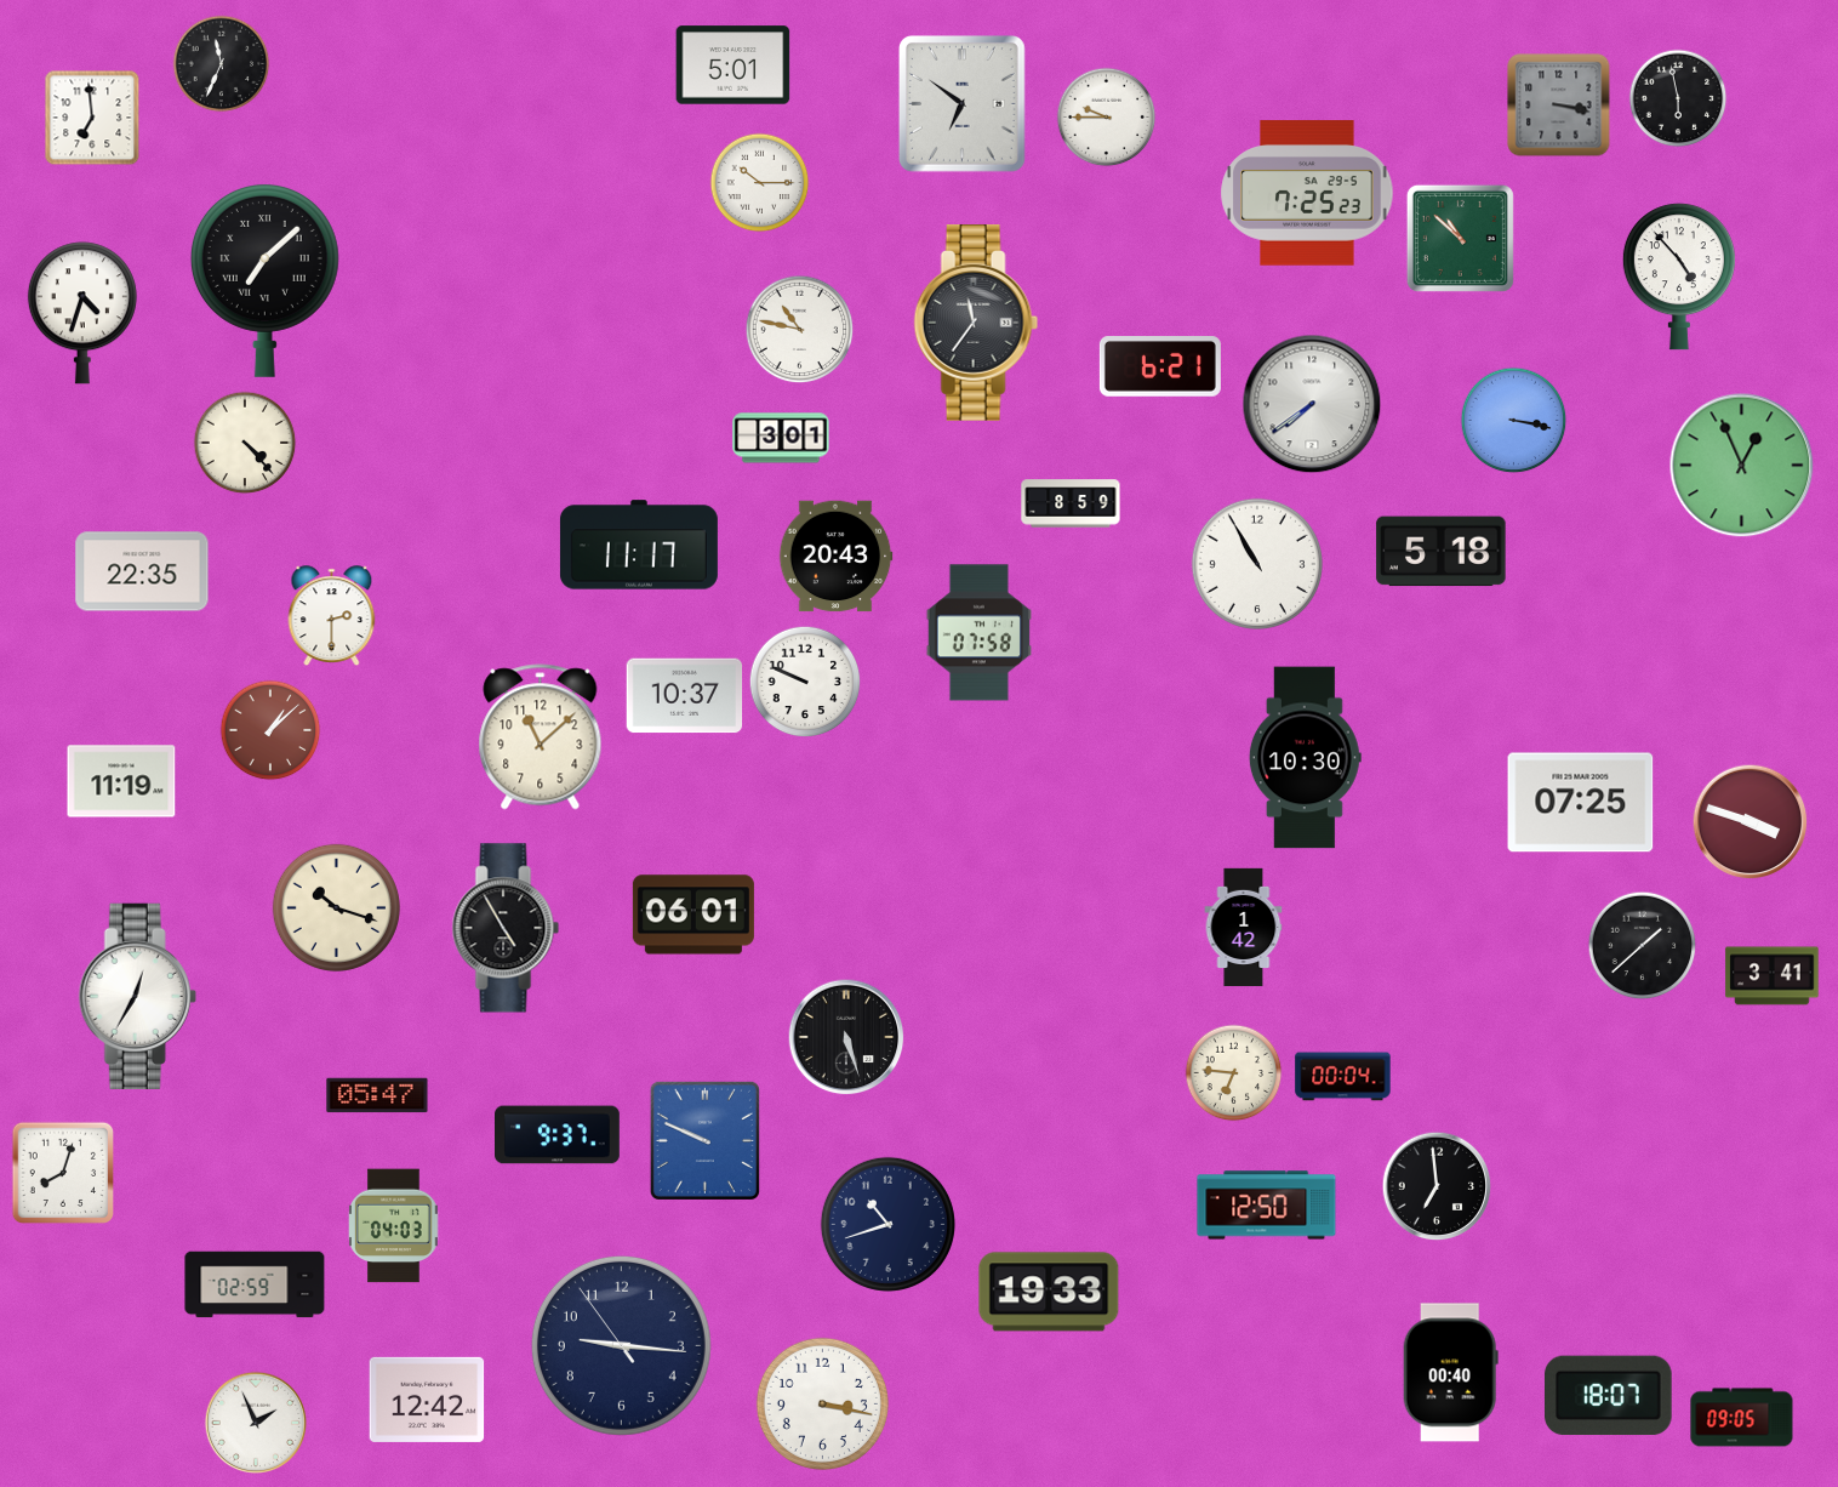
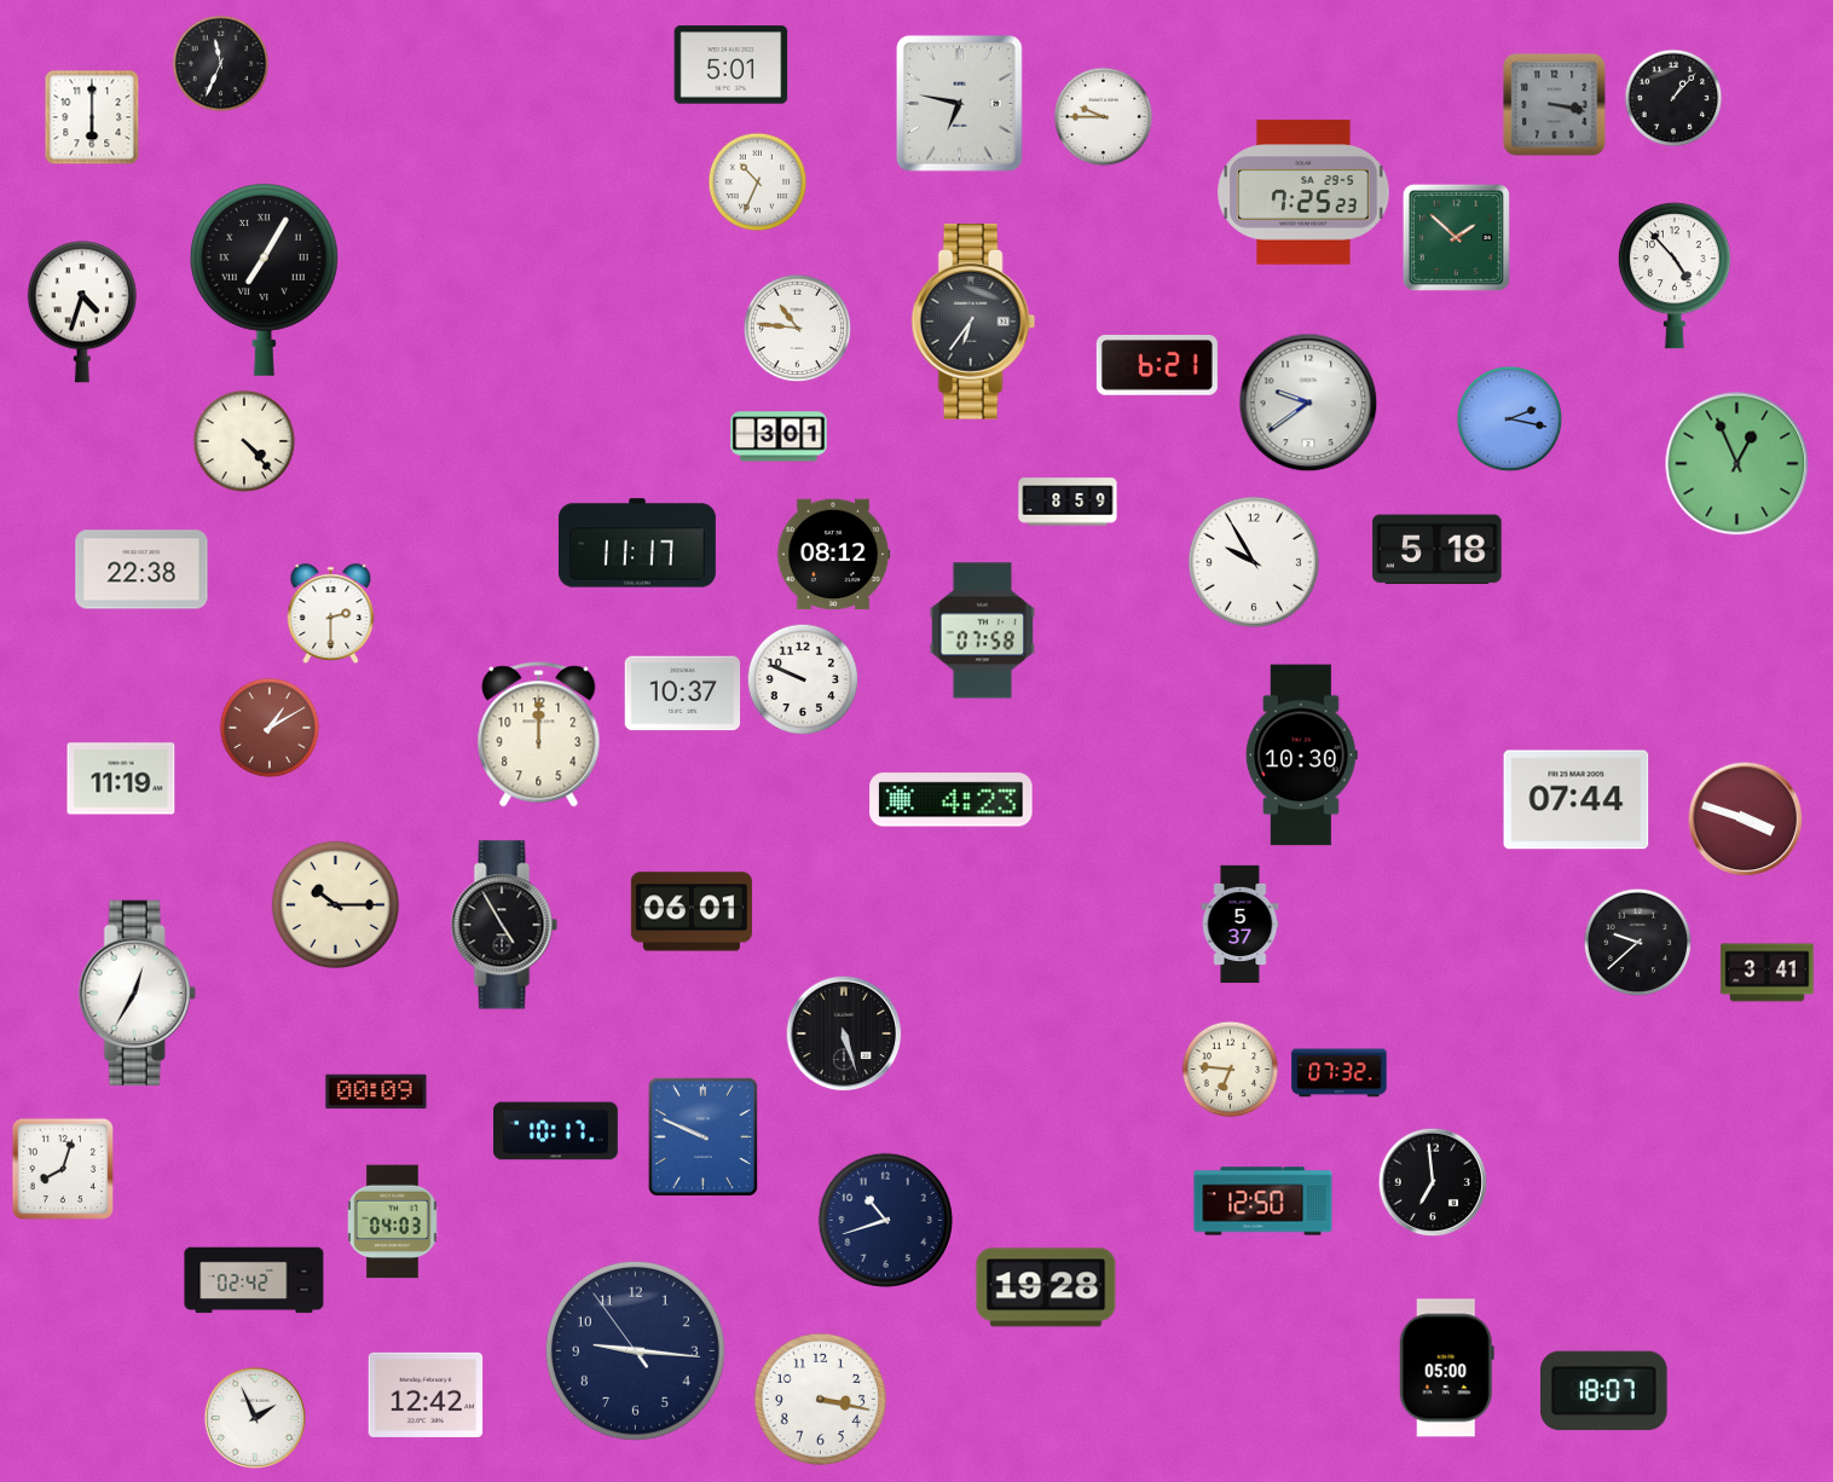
clock at (1678, 98): 5:58 -> 1:07
clock at (961, 103): 6:51 -> 6:47
clock at (92, 118): 6:59 -> 6:00
clock at (760, 183): 10:15 -> 10:34
clock at (1460, 238): 10:52 -> 1:52
clock at (264, 281): 7:08 -> 7:05
clock at (976, 324): 11:36 -> 6:36
clock at (800, 330): 10:47 -> 10:46
clock at (1312, 404): 7:39 -> 9:39
clock at (1514, 421): 3:17 -> 2:17
clock at (835, 557): 20:43 -> 08:12
clock at (1257, 564): 10:55 -> 9:55
clock at (142, 571): 22:35 -> 22:38
clock at (978, 633) position: (978, 633) -> (982, 631)
clock at (270, 730): 1:08 -> 1:10
clock at (541, 737): 11:08 -> 12:00
clock at (952, 800): none -> 4:23
clock at (1581, 803): 07:25 -> 07:44
clock at (336, 907): 10:18 -> 10:15
clock at (1244, 928): 1:42 -> 5:37
clock at (1643, 946): 1:38 -> 9:38
clock at (1343, 1077): 00:04 -> 07:32
clock at (377, 1095): 05:47 -> 00:09
clock at (558, 1135): 9:37 -> 10:17
clock at (255, 1284): 02:59 -> 02:42
clock at (1049, 1292): 19:33 -> 19:28
clock at (621, 1345) position: (621, 1345) -> (635, 1350)
clock at (1450, 1373): 00:40 -> 05:00
clock at (1742, 1418): 09:05 -> none
